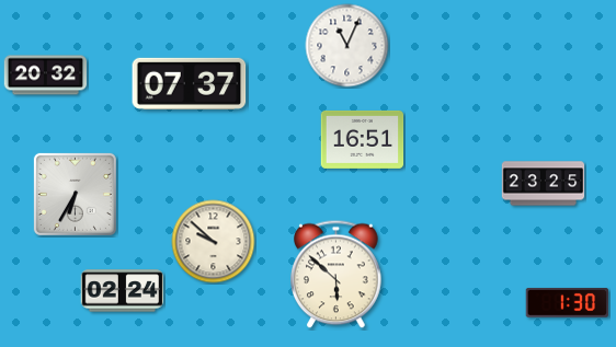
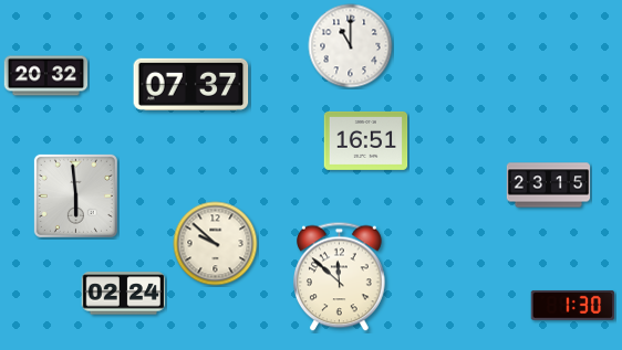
clock at (347, 46): 11:04 -> 11:00
clock at (544, 184): 23:25 -> 23:15
clock at (75, 194): 6:35 -> 5:59
clock at (336, 275): 5:52 -> 11:52
